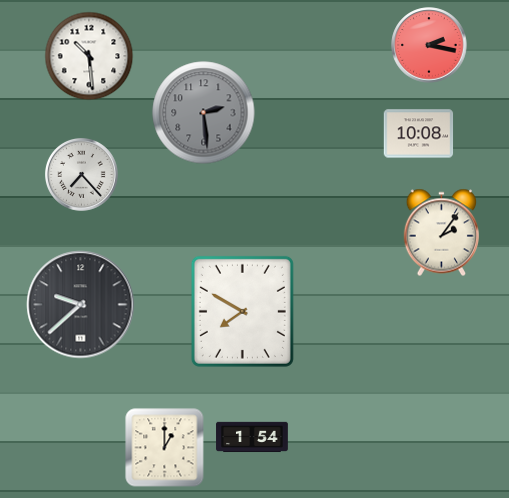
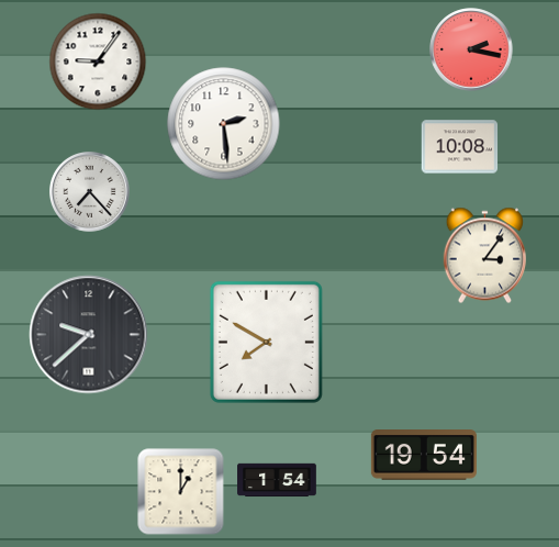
clock at (89, 56): 10:29 -> 9:06
clock at (204, 113) dial: grey -> white
clock at (441, 233): 2:06 -> 3:06
clock at (424, 456): none -> 19:54
